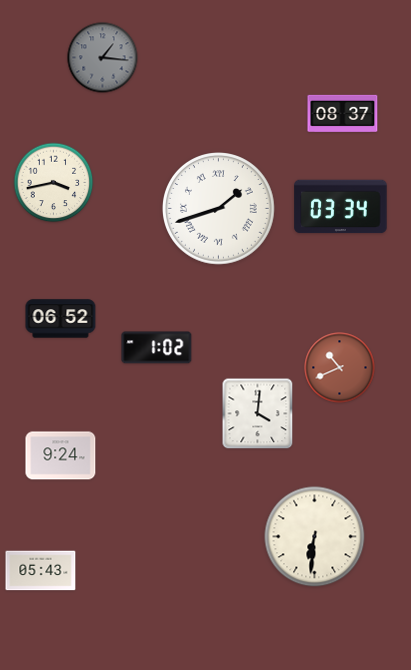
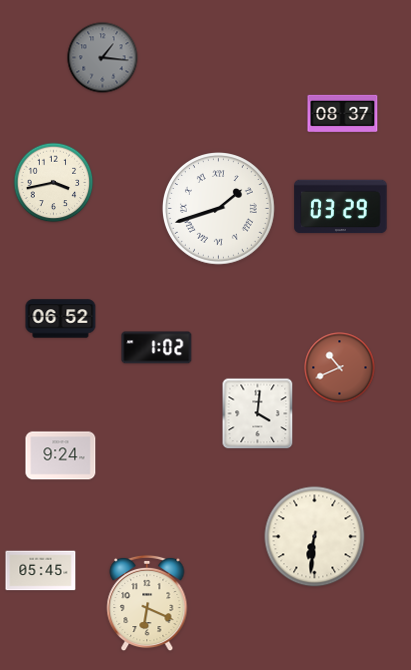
clock at (341, 207): 03:34 -> 03:29
clock at (41, 571): 05:43 -> 05:45
clock at (147, 603): none -> 6:19
